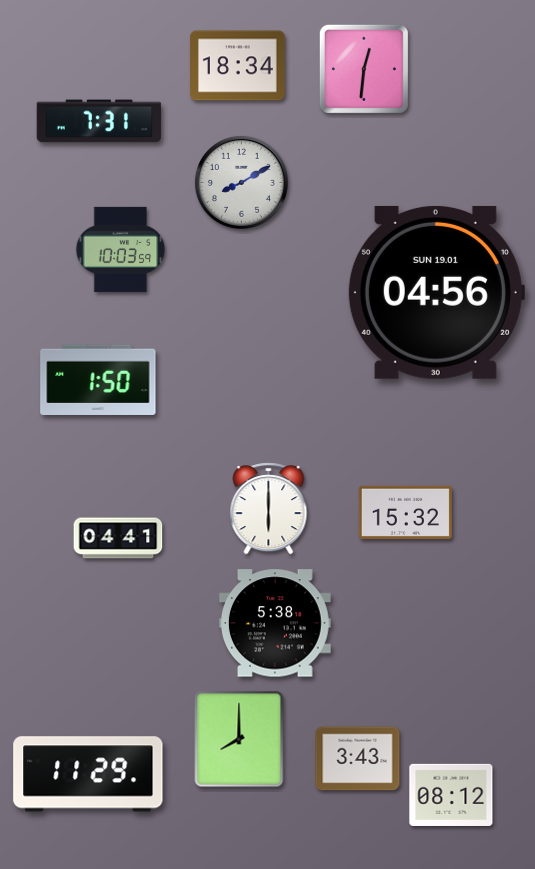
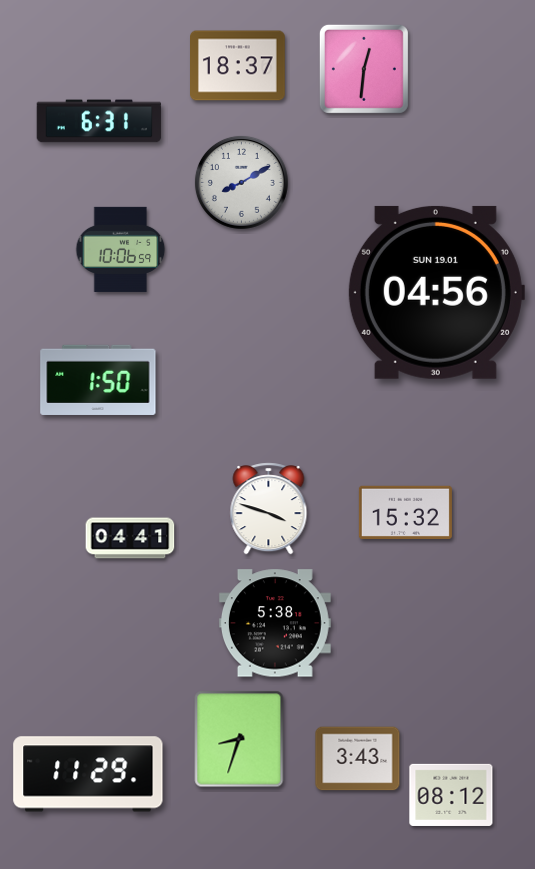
clock at (238, 66): 18:34 -> 18:37
clock at (99, 121): 7:31 -> 6:31
clock at (121, 249): 10:03 -> 10:06
clock at (269, 509): 6:00 -> 3:48
clock at (118, 538) position: (118, 538) -> (130, 538)
clock at (239, 739): 8:00 -> 8:33
